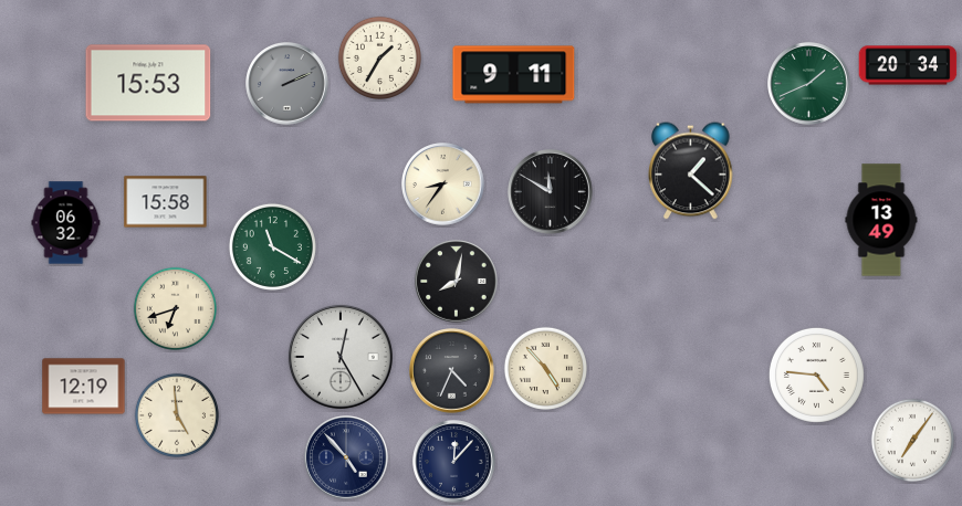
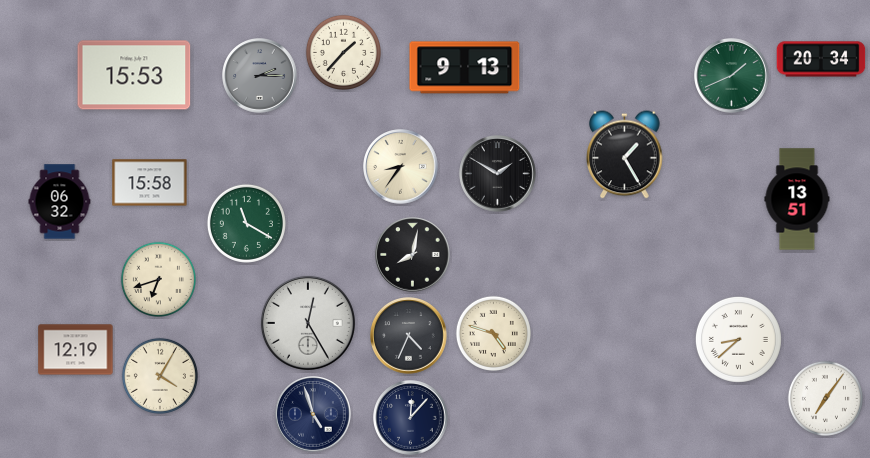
clock at (379, 57): 1:35 -> 1:37
clock at (514, 75): 9:11 -> 9:13
clock at (287, 84): 2:11 -> 2:15
clock at (691, 171): 1:22 -> 1:25
clock at (551, 192): 11:50 -> 1:50
clock at (881, 220): 13:49 -> 13:51
clock at (545, 368): 4:53 -> 4:48
clock at (816, 375): 4:46 -> 8:38
clock at (177, 415): 4:59 -> 4:05
clock at (346, 457): 4:53 -> 4:57
